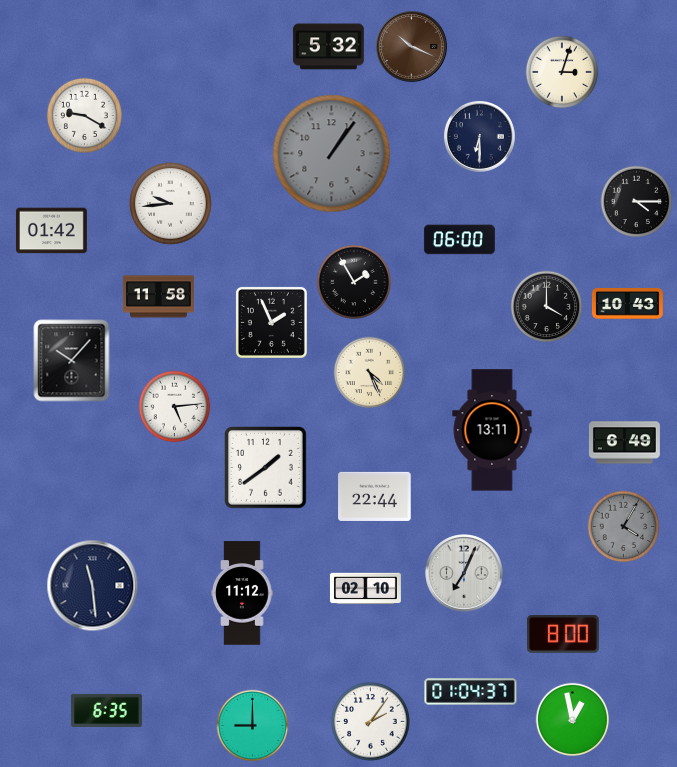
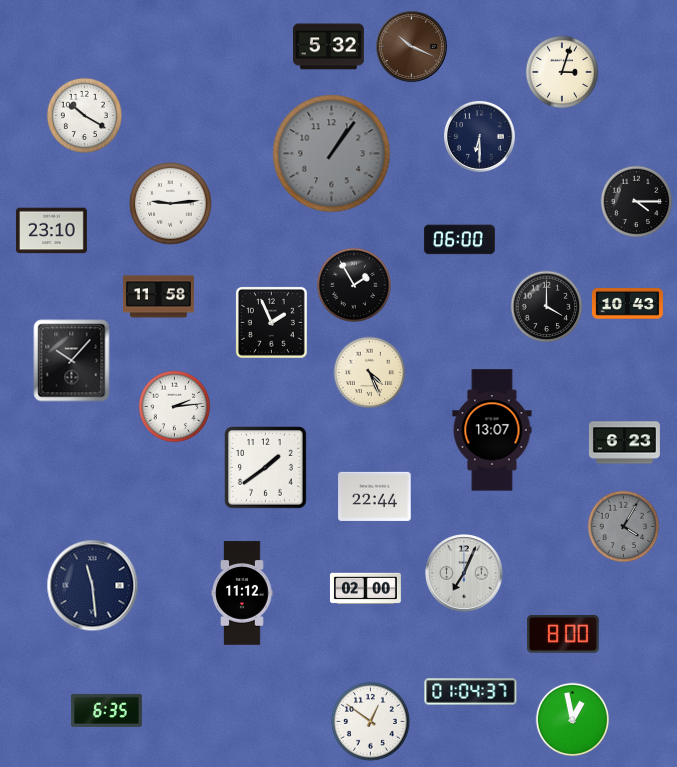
clock at (84, 115): 9:20 -> 10:20
clock at (171, 204): 9:44 -> 9:14
clock at (51, 231): 01:42 -> 23:10
clock at (353, 281) position: (353, 281) -> (353, 284)
clock at (175, 407): 5:14 -> 2:14
clock at (492, 430): 13:11 -> 13:07
clock at (624, 443): 6:49 -> 6:23
clock at (365, 589): 02:10 -> 02:00
clock at (371, 722): 2:06 -> 12:51
clock at (253, 726): 9:00 -> none
